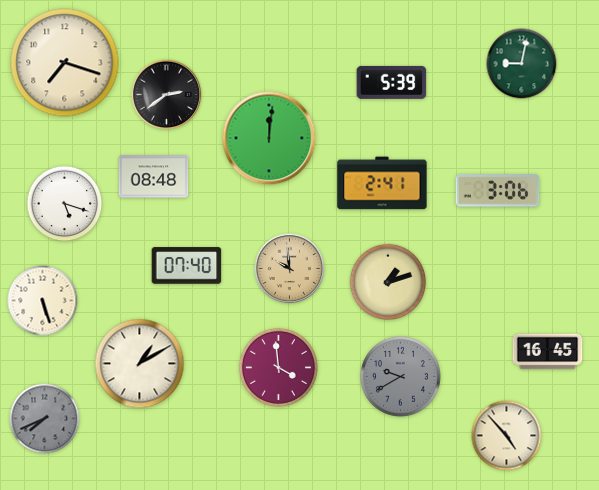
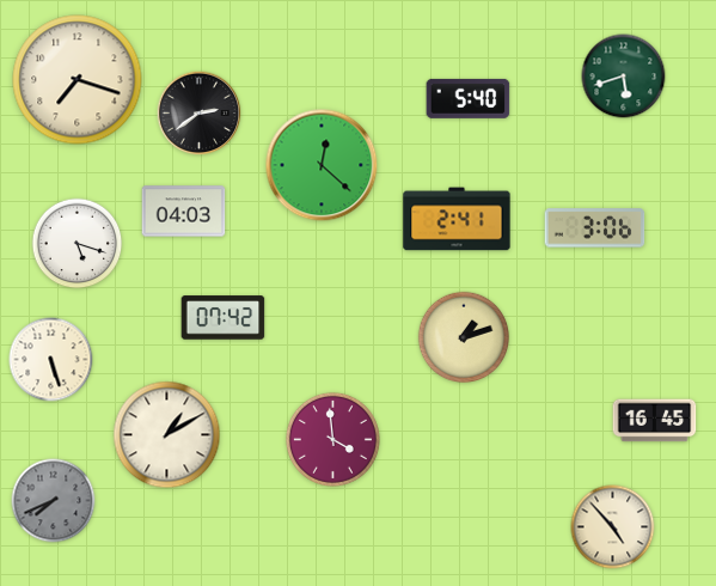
clock at (65, 63) position: (65, 63) -> (78, 80)
clock at (522, 64): 9:02 -> 5:42
clock at (392, 82): 5:39 -> 5:40
clock at (269, 138): 12:01 -> 12:22
clock at (154, 177): 08:48 -> 04:03
clock at (187, 266): 07:40 -> 07:42
clock at (290, 269): 9:59 -> none
clock at (401, 377): 9:40 -> none
clock at (507, 436) position: (507, 436) -> (613, 527)
